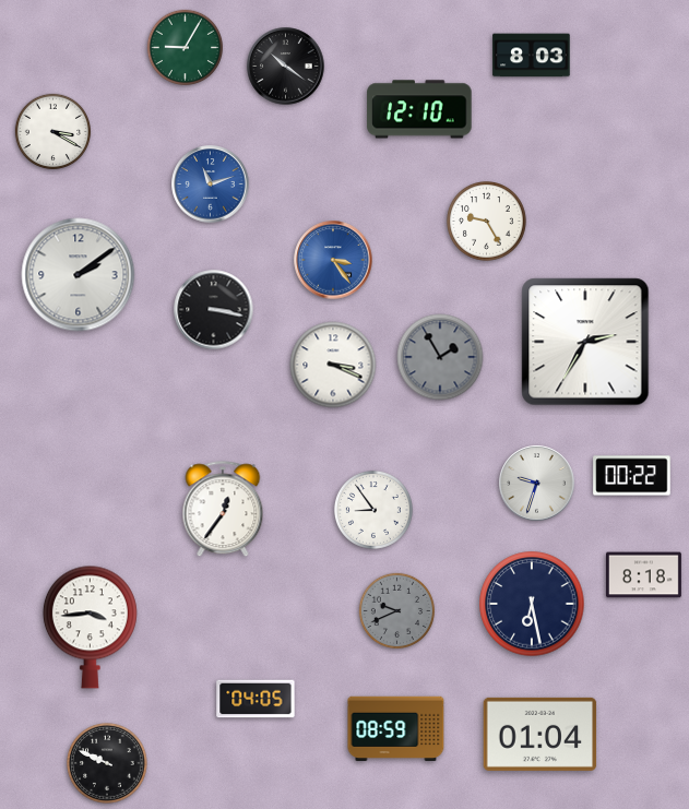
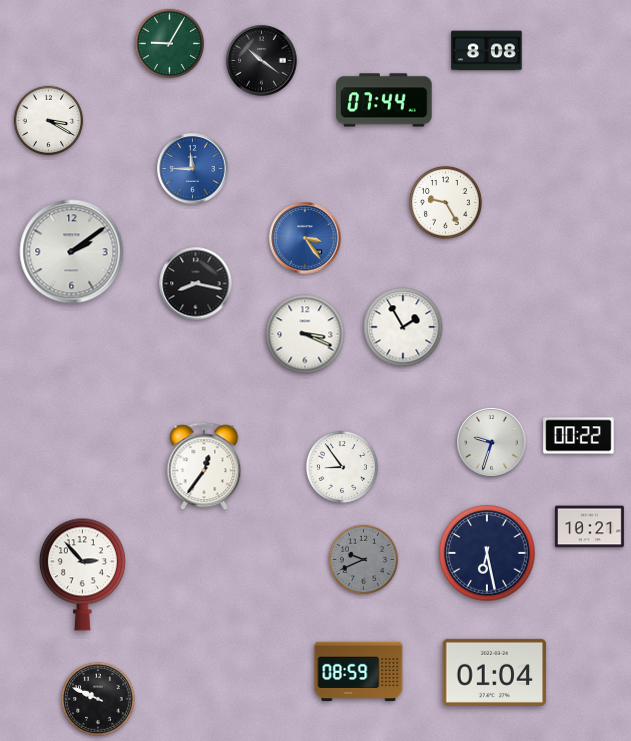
clock at (532, 56): 8:03 -> 8:08
clock at (419, 109): 12:10 -> 07:44
clock at (211, 185): 11:12 -> 11:45
clock at (214, 310): 3:17 -> 8:17
clock at (585, 342): 2:35 -> none
clock at (440, 357) dial: grey -> white
clock at (643, 575): 8:18 -> 10:21
clock at (90, 627): 3:44 -> 2:53
clock at (256, 699): 04:05 -> none
clock at (396, 729) position: (396, 729) -> (359, 672)
